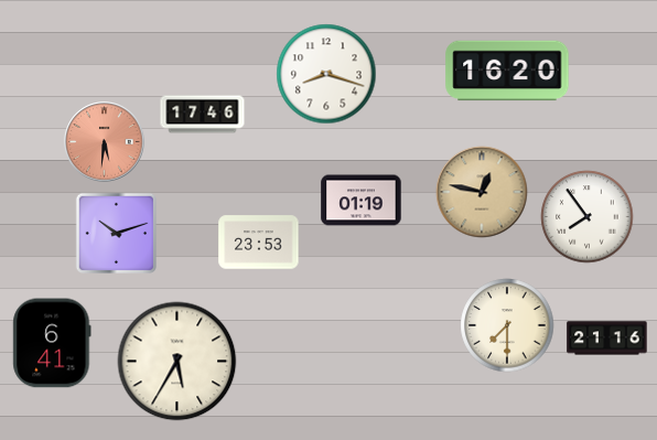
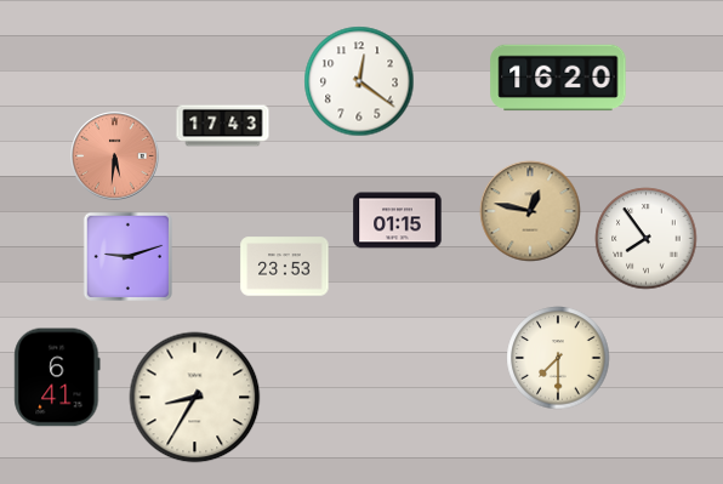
clock at (326, 74): 8:18 -> 12:21
clock at (203, 115): 17:46 -> 17:43
clock at (362, 201): 01:19 -> 01:15
clock at (116, 233): 10:12 -> 9:12
clock at (607, 339): 21:16 -> none
clock at (177, 362): 5:35 -> 8:35
